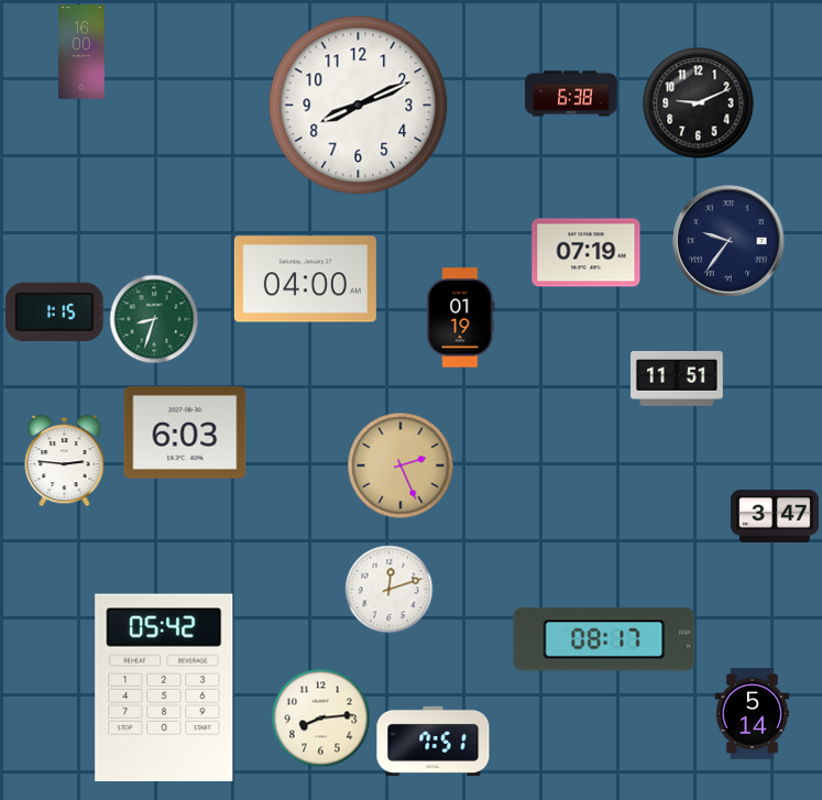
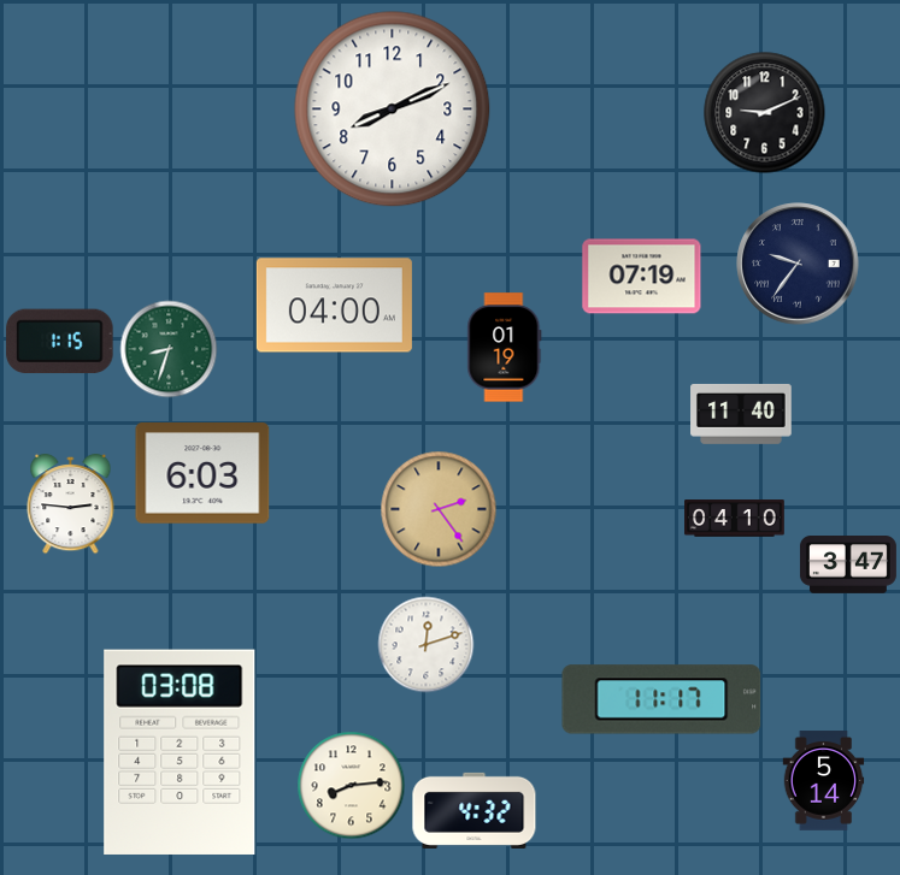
clock at (83, 52): 16:00 -> none
clock at (571, 94): 6:38 -> none
clock at (359, 106) position: (359, 106) -> (393, 110)
clock at (677, 379): 11:51 -> 11:40
clock at (401, 465): 2:26 -> 2:24
clock at (735, 519): none -> 04:10
clock at (604, 639): 08:17 -> 11:17
clock at (164, 688): 05:42 -> 03:08
clock at (434, 741): 7:51 -> 4:32
